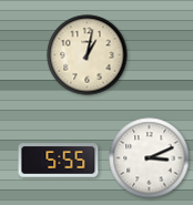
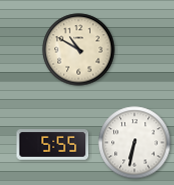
clock at (88, 55): 1:02 -> 10:50
clock at (150, 158): 3:11 -> 6:32
